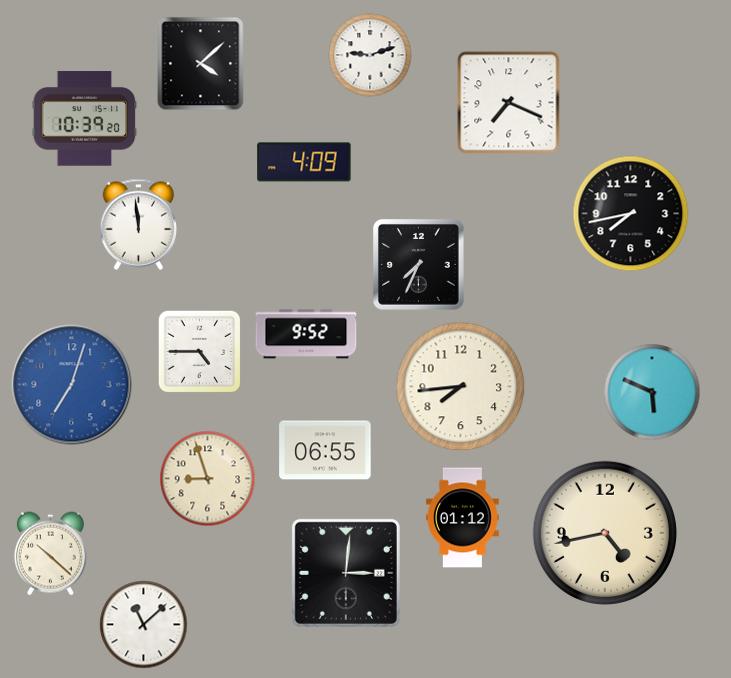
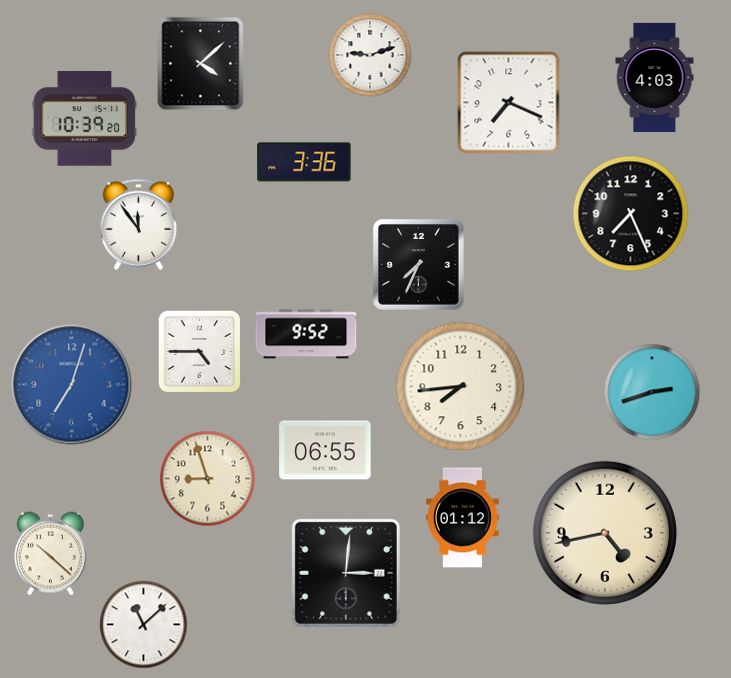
clock at (655, 77): none -> 4:03
clock at (304, 162): 4:09 -> 3:36
clock at (631, 214): 7:43 -> 7:26
clock at (139, 224): 11:59 -> 11:54
clock at (652, 392): 5:49 -> 2:42
